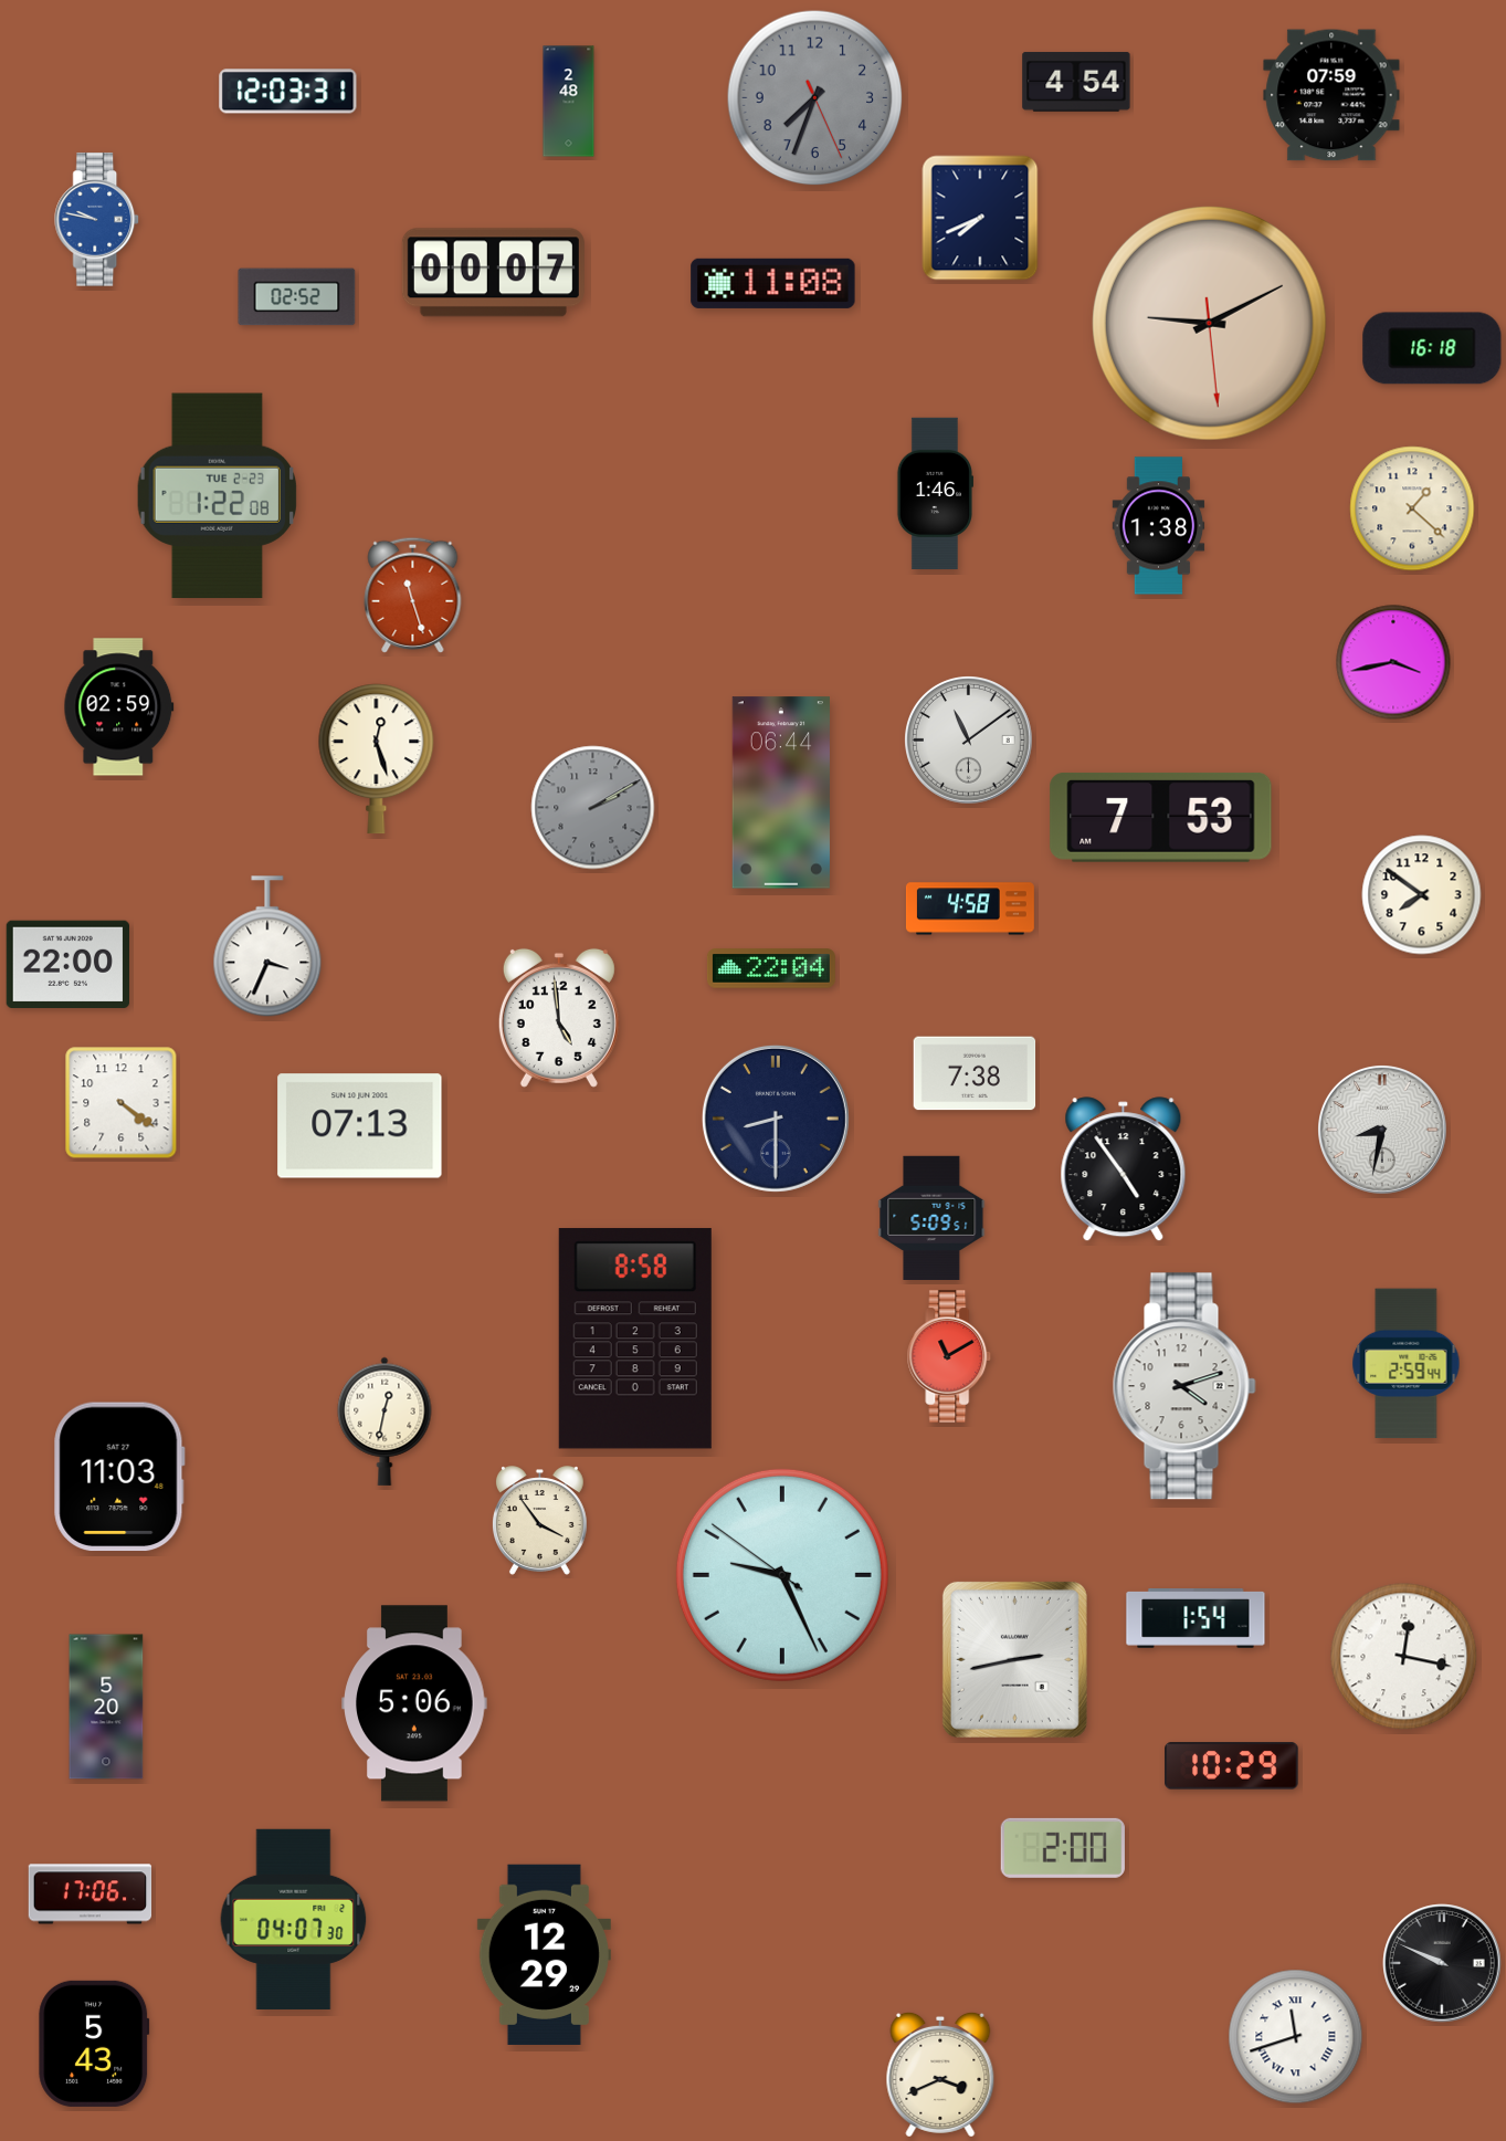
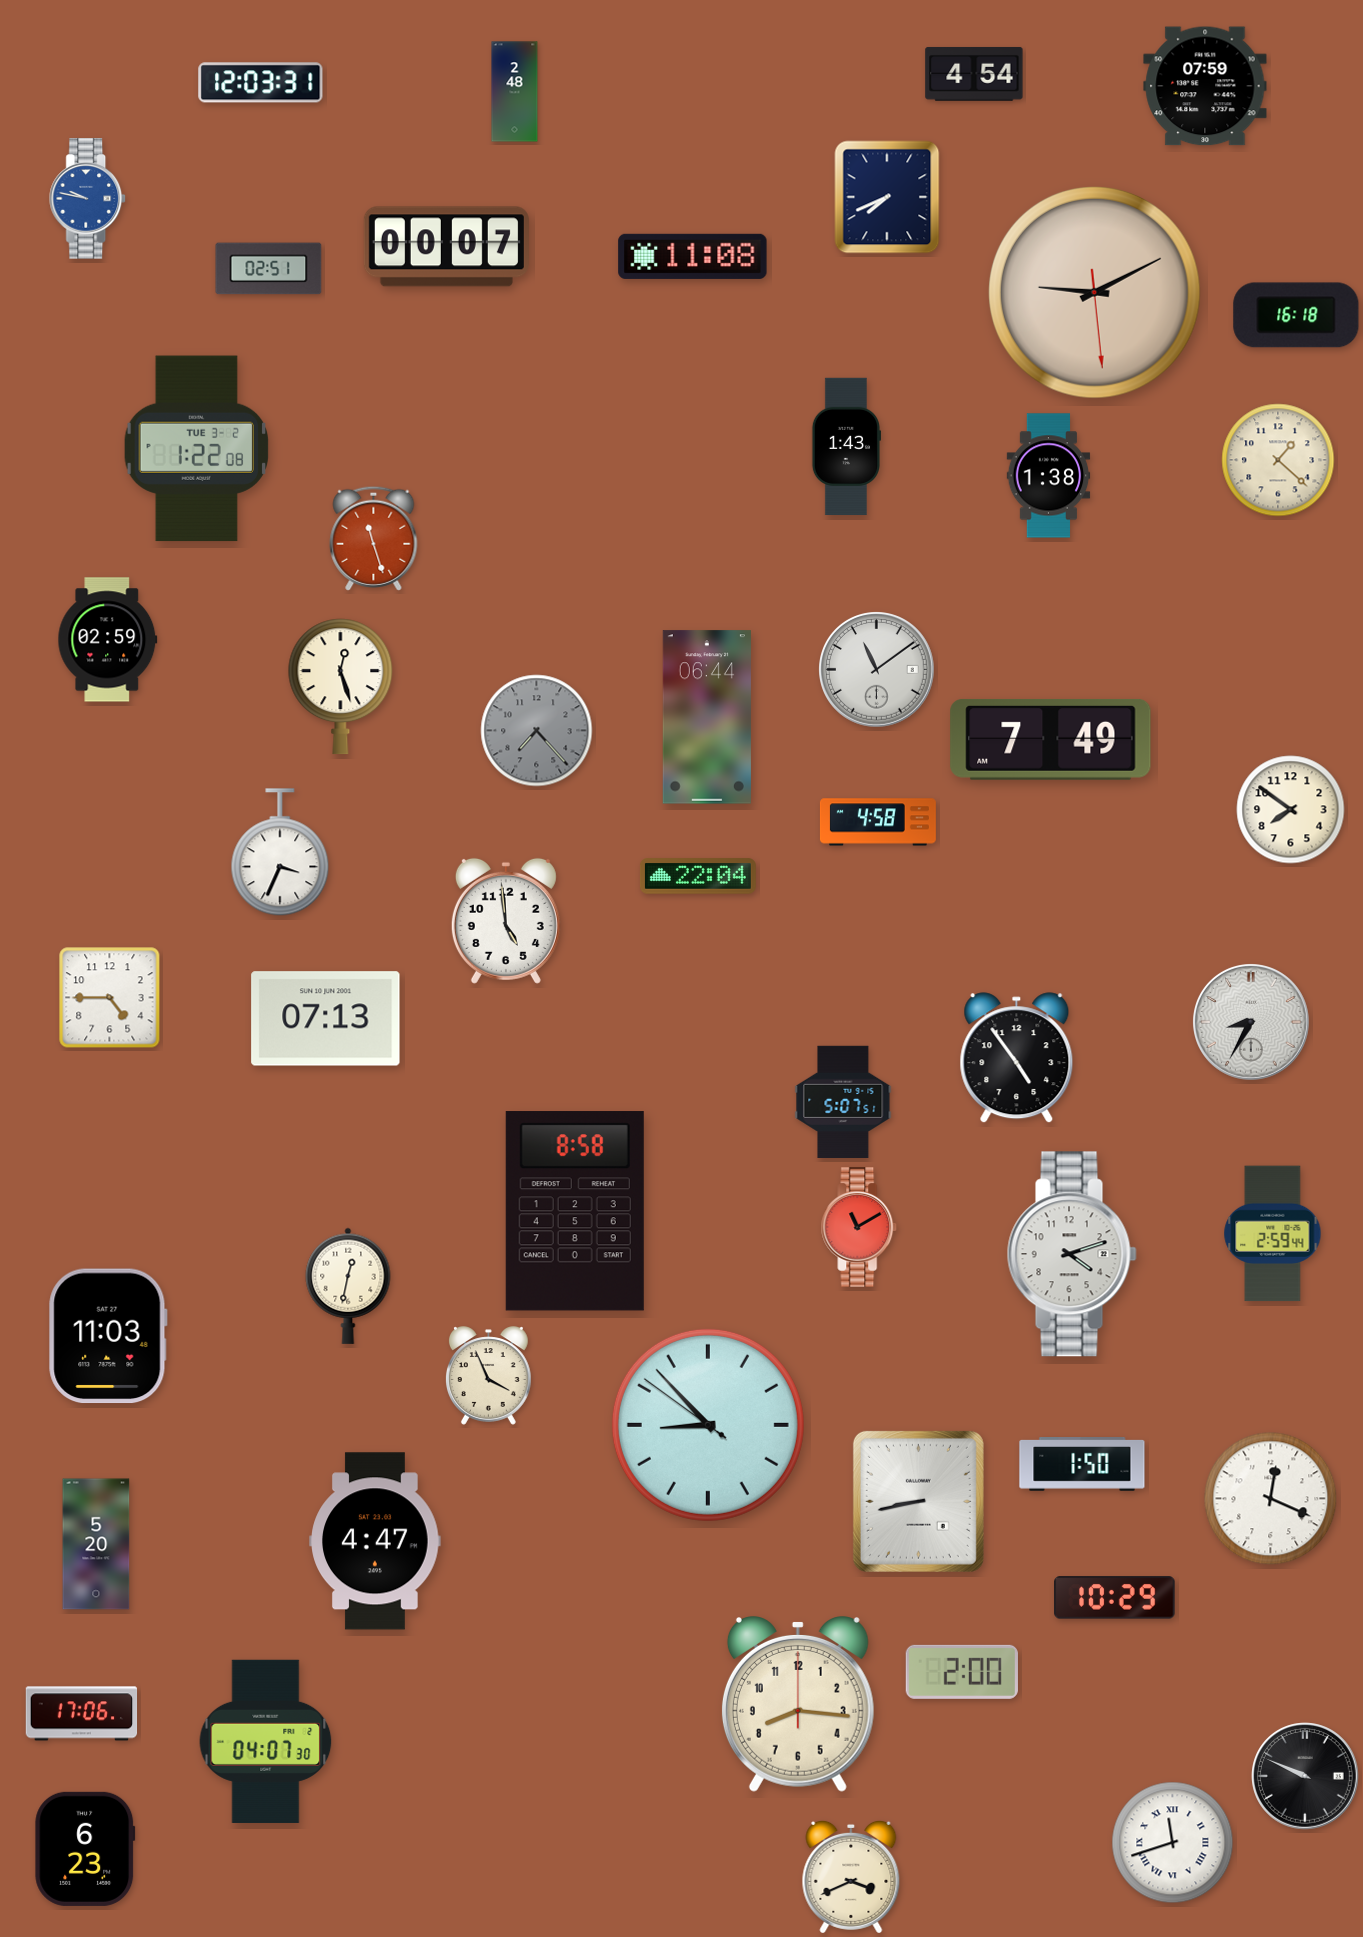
clock at (815, 98): 7:33 -> none
clock at (773, 283) position: (773, 283) -> (693, 256)
clock at (297, 297): 02:52 -> 02:51
clock at (934, 494): 1:46 -> 1:43
clock at (217, 496) date: TUE 2-23 -> TUE 3-2
clock at (1393, 662): 3:43 -> none
clock at (593, 808): 2:10 -> 7:23
clock at (1161, 817): 7:53 -> 7:49
clock at (1422, 895) position: (1422, 895) -> (1291, 810)
clock at (267, 947) position: (267, 947) -> (280, 853)
clock at (67, 964): 22:00 -> none
clock at (975, 1073): 7:38 -> none
clock at (122, 1103): 4:21 -> 4:45
clock at (776, 1119): 8:30 -> none
clock at (1383, 1131): 8:32 -> 8:35
clock at (931, 1217): 5:09 -> 5:07
clock at (539, 1521): 3:54 -> 3:56
clock at (782, 1575): 9:25 -> 8:52
clock at (1196, 1619): 1:54 -> 1:50
clock at (1404, 1657): 12:17 -> 12:19
clock at (1014, 1659): 2:43 -> 8:43
clock at (414, 1703): 5:06 -> 4:47
clock at (798, 1705): none -> 8:16
clock at (294, 1919) position: (294, 1919) -> (266, 1741)
clock at (544, 1954): 12:29 -> none
clock at (94, 2044): 5:43 -> 6:23
